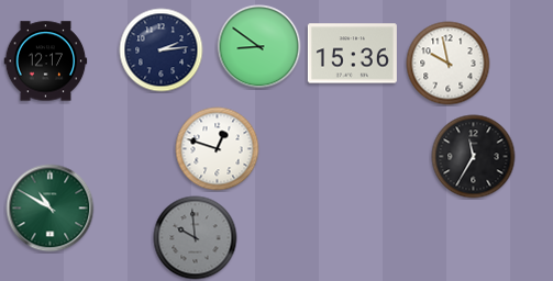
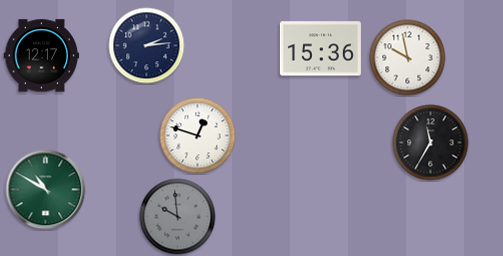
clock at (259, 47): 8:51 -> none
